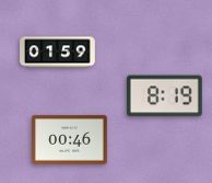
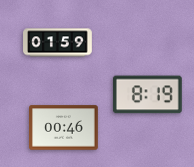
clock at (58, 53) position: (58, 53) -> (58, 43)
clock at (164, 96) position: (164, 96) -> (147, 95)
